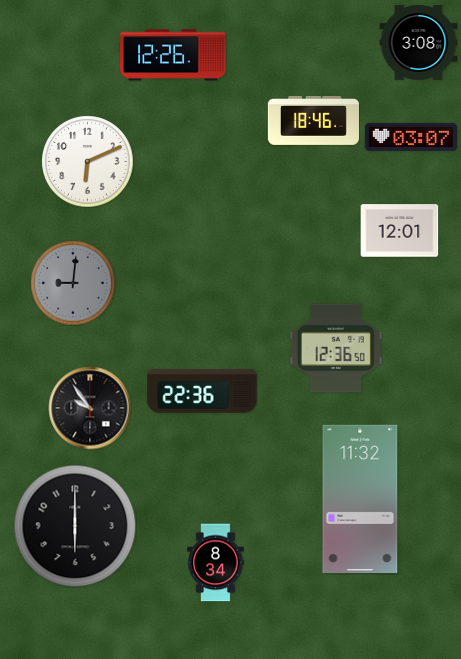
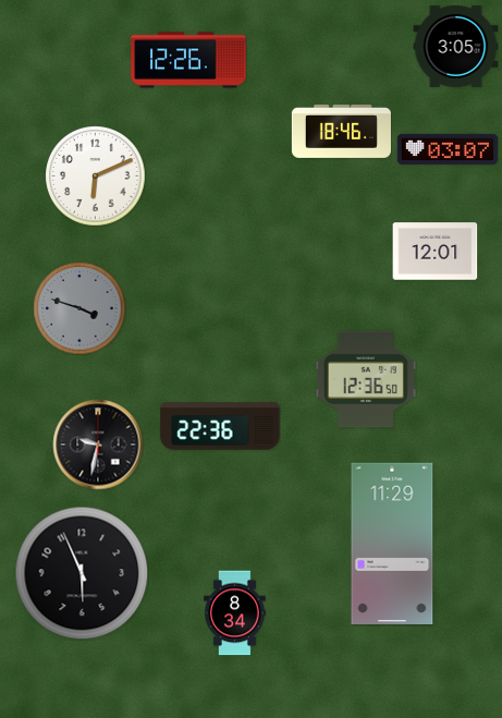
clock at (418, 42): 3:08 -> 3:05
clock at (73, 283): 9:01 -> 3:48
clock at (90, 408): 9:54 -> 9:32
clock at (360, 498): 11:32 -> 11:29
clock at (75, 526): 6:00 -> 5:56
